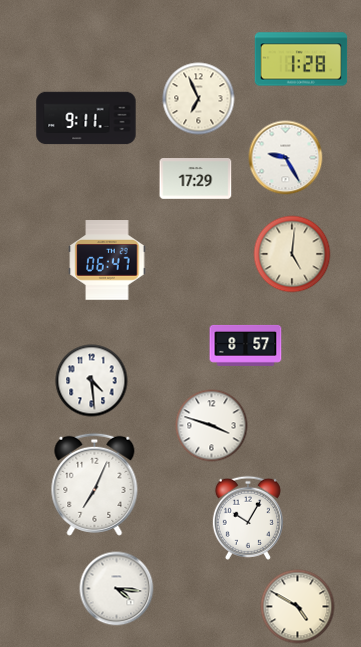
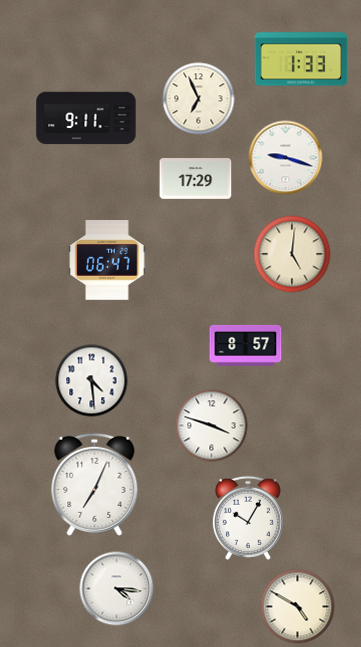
clock at (301, 59): 1:28 -> 1:33
clock at (286, 158): 9:25 -> 9:18
